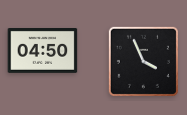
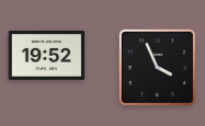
clock at (43, 51): 04:50 -> 19:52
